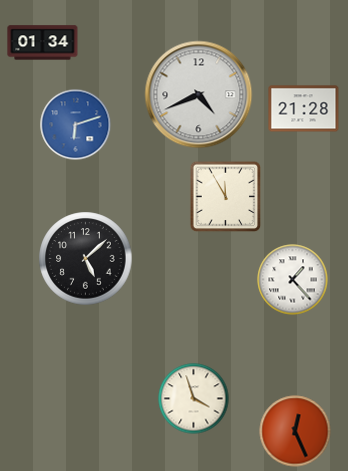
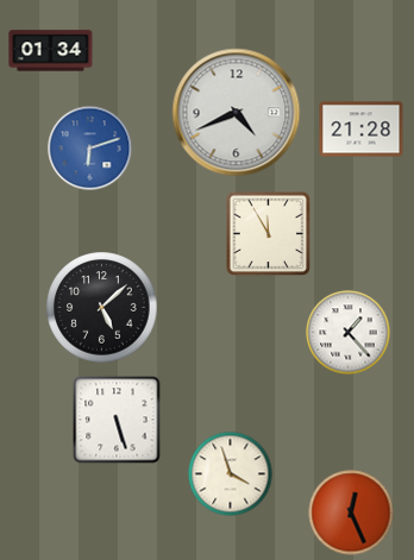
clock at (117, 420): none -> 5:27
